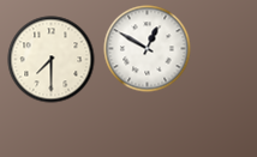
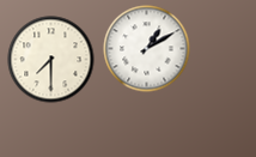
clock at (148, 49): 12:50 -> 1:10
